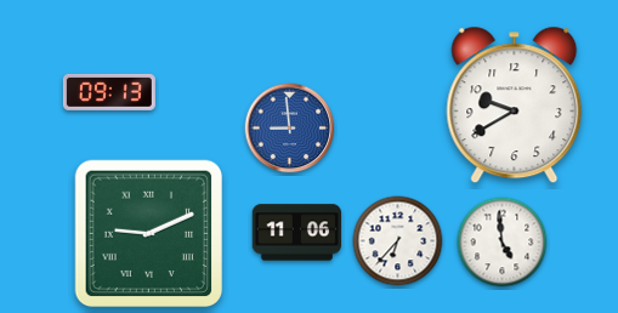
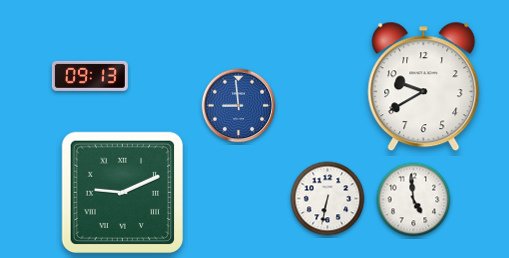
clock at (297, 233): 11:06 -> none
clock at (398, 241): 6:37 -> 6:32
